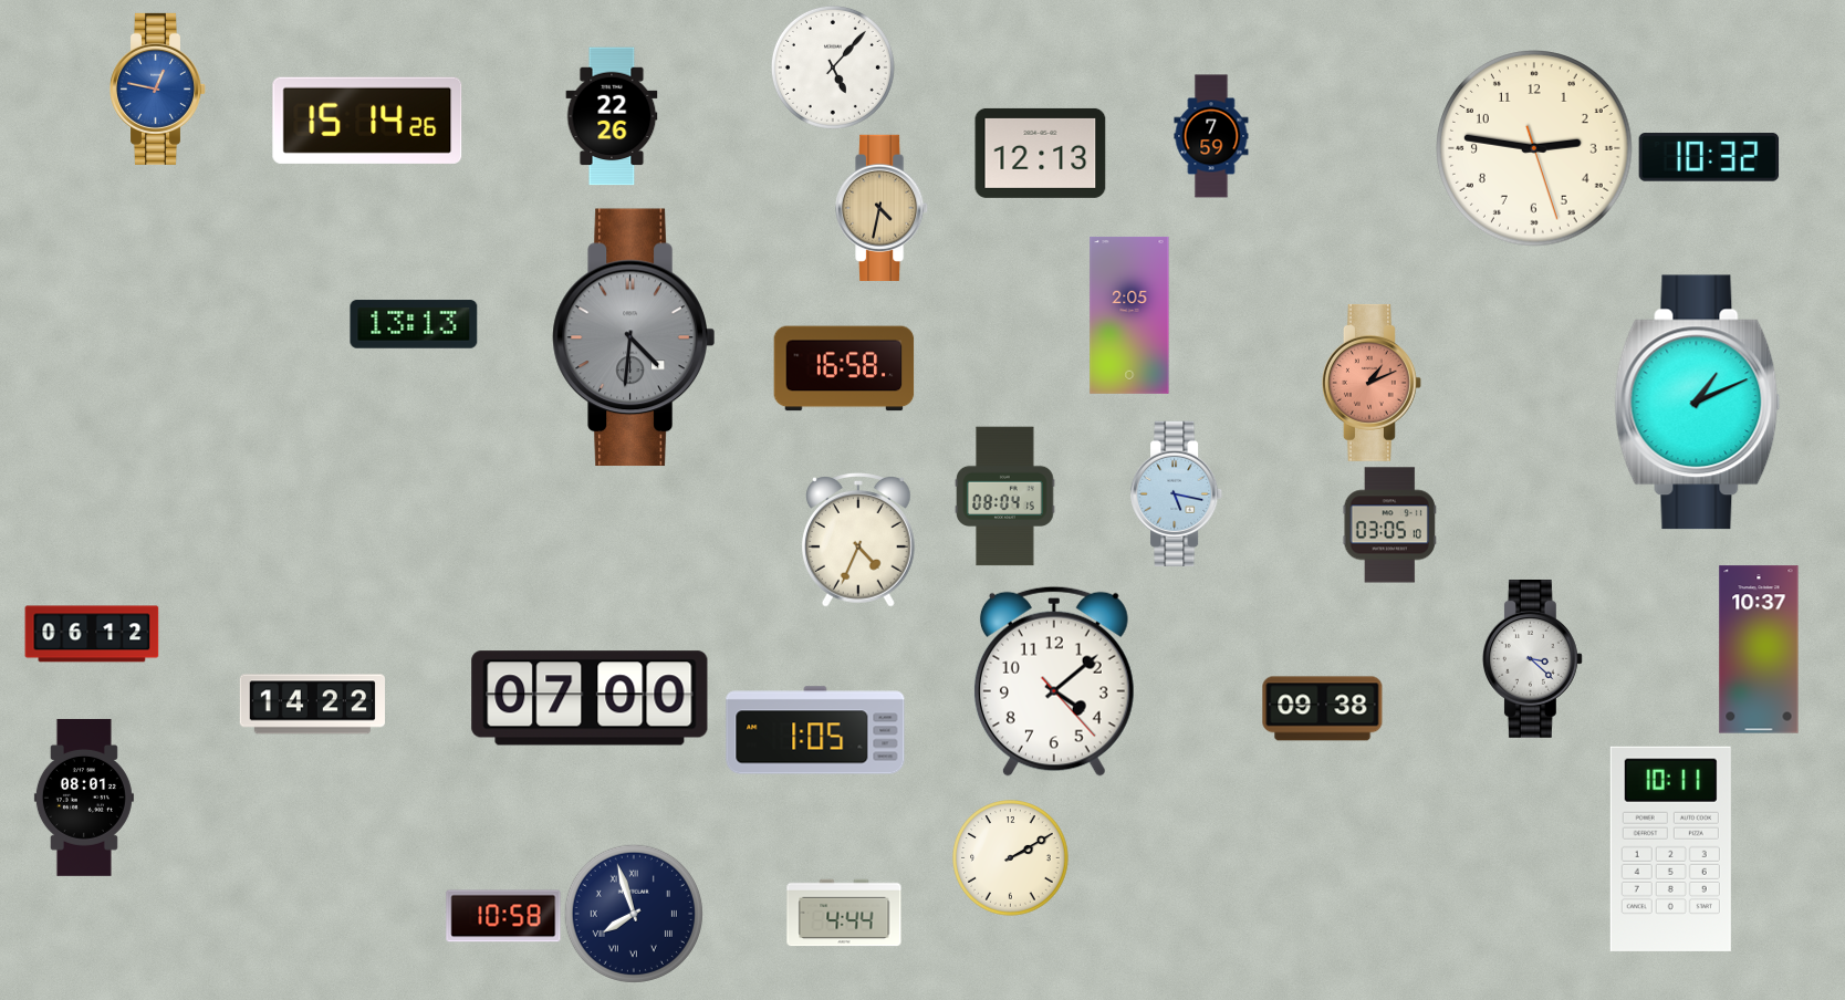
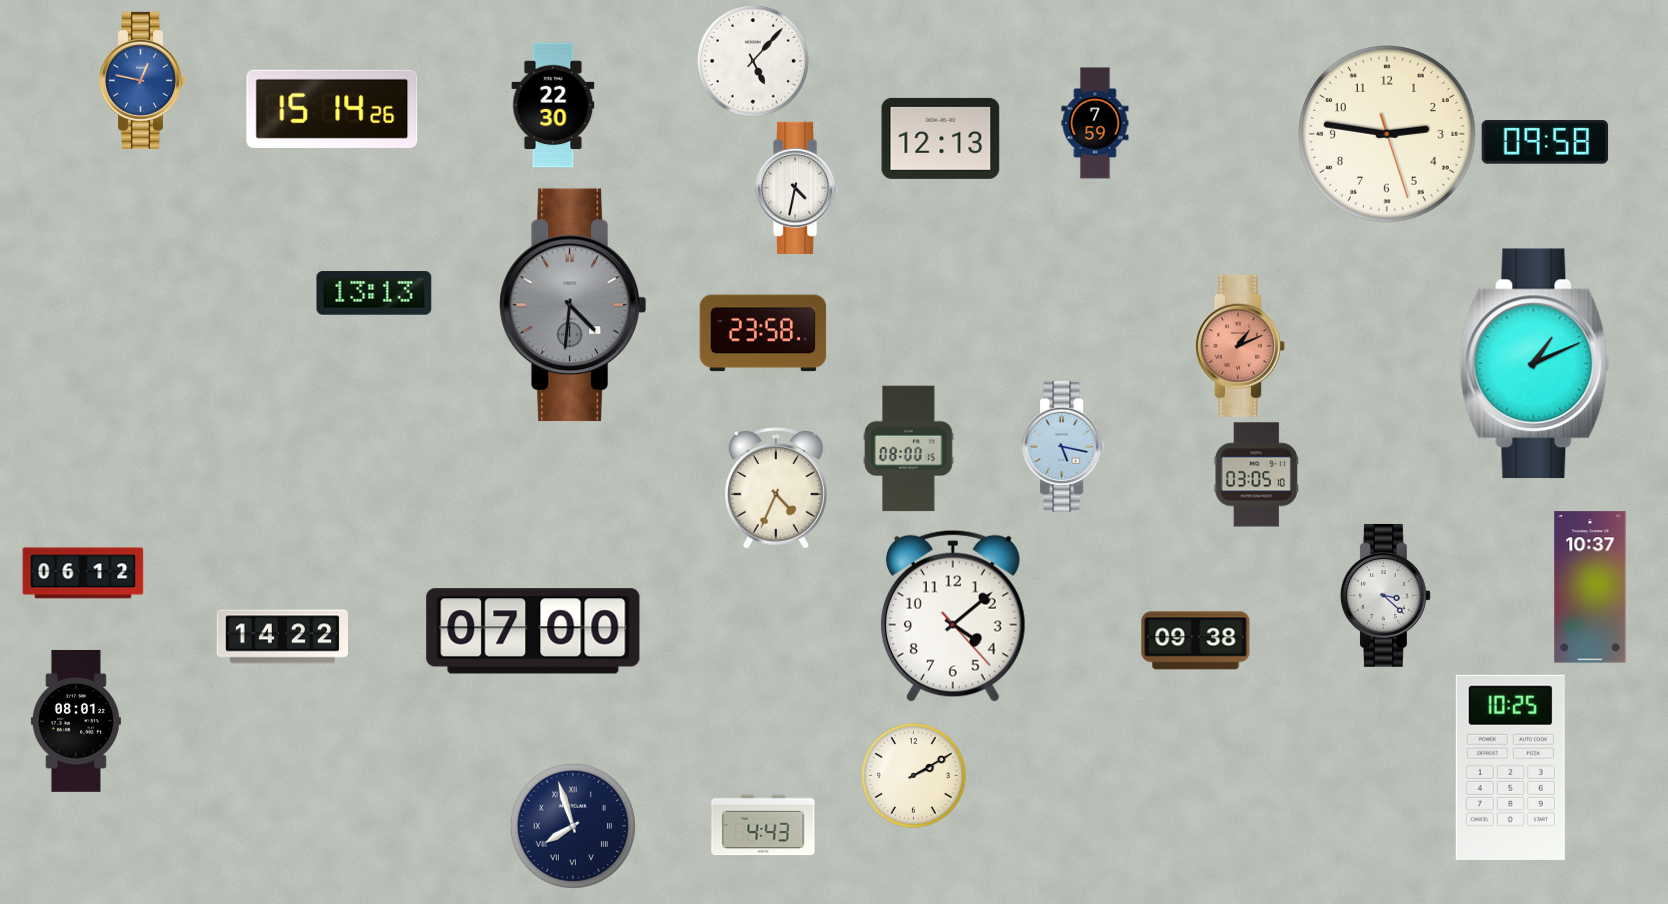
clock at (612, 116): 22:26 -> 22:30
clock at (1709, 157): 10:32 -> 09:58
clock at (883, 208) dial: champagne -> white
clock at (1129, 315): 2:05 -> none
clock at (844, 368): 16:58 -> 23:58
clock at (1005, 497): 08:04 -> 08:00
clock at (815, 730): 1:05 -> none
clock at (1670, 848): 10:11 -> 10:25
clock at (844, 913): 4:44 -> 4:43
clock at (503, 916): 10:58 -> none
